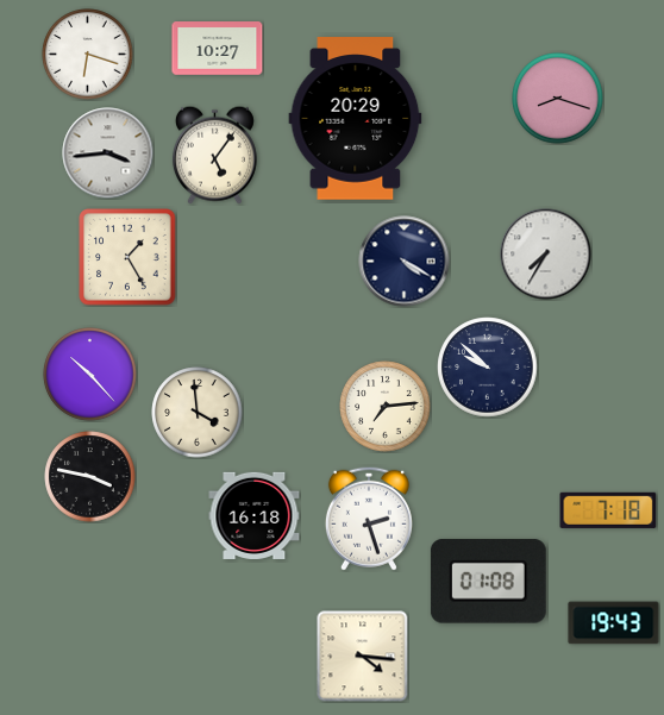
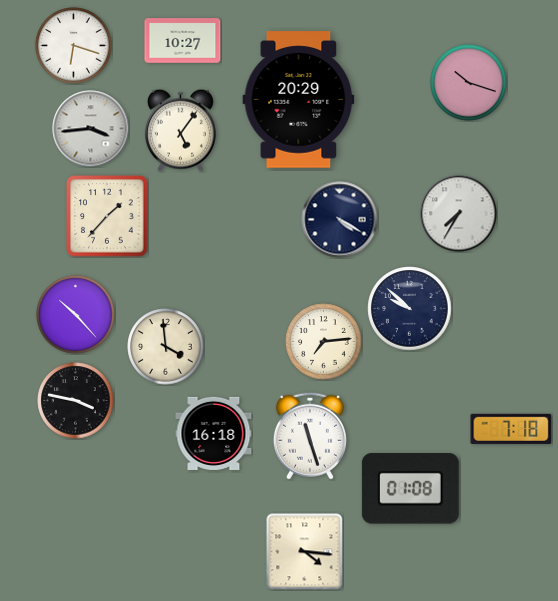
clock at (558, 99): 8:18 -> 10:18
clock at (127, 257): 1:25 -> 1:37
clock at (369, 519): 2:27 -> 11:27
clock at (614, 623): 19:43 -> none
